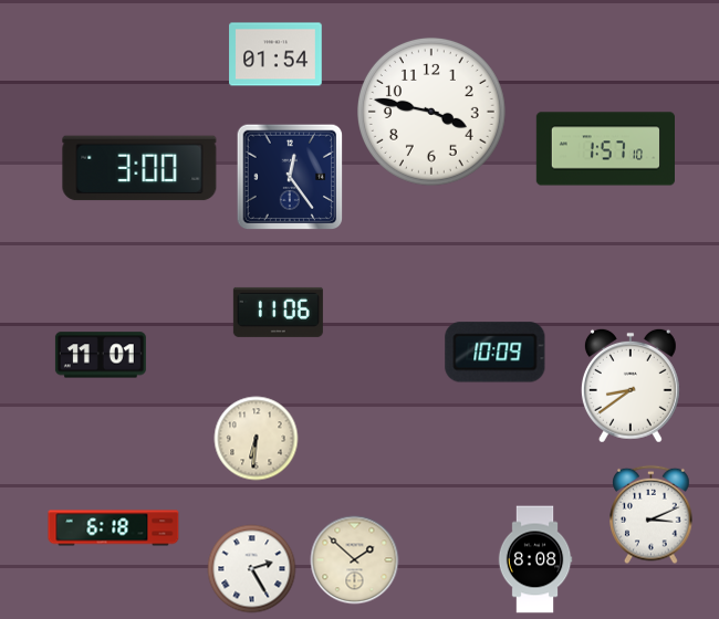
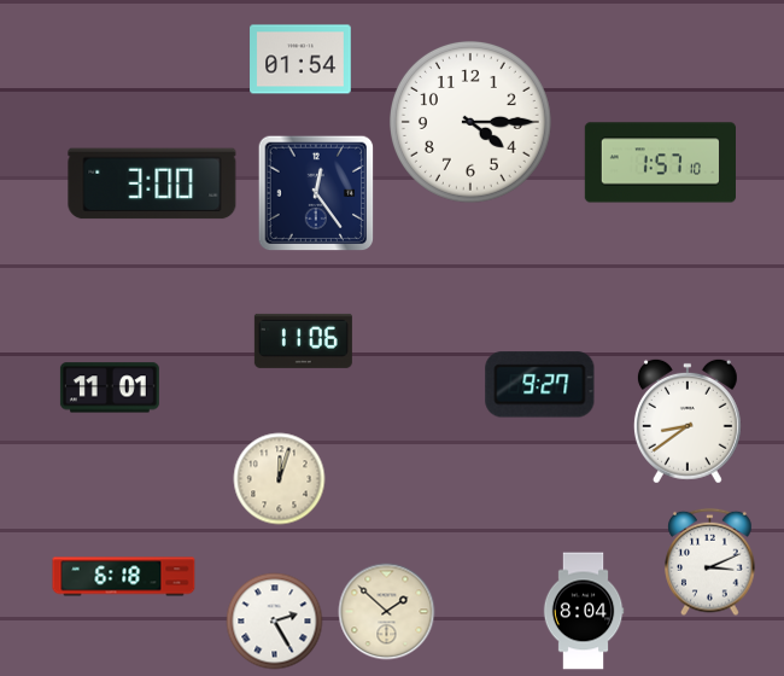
clock at (431, 112): 3:47 -> 4:15
clock at (496, 353): 10:09 -> 9:27
clock at (257, 439): 6:31 -> 12:03
clock at (535, 559): 8:08 -> 8:04
